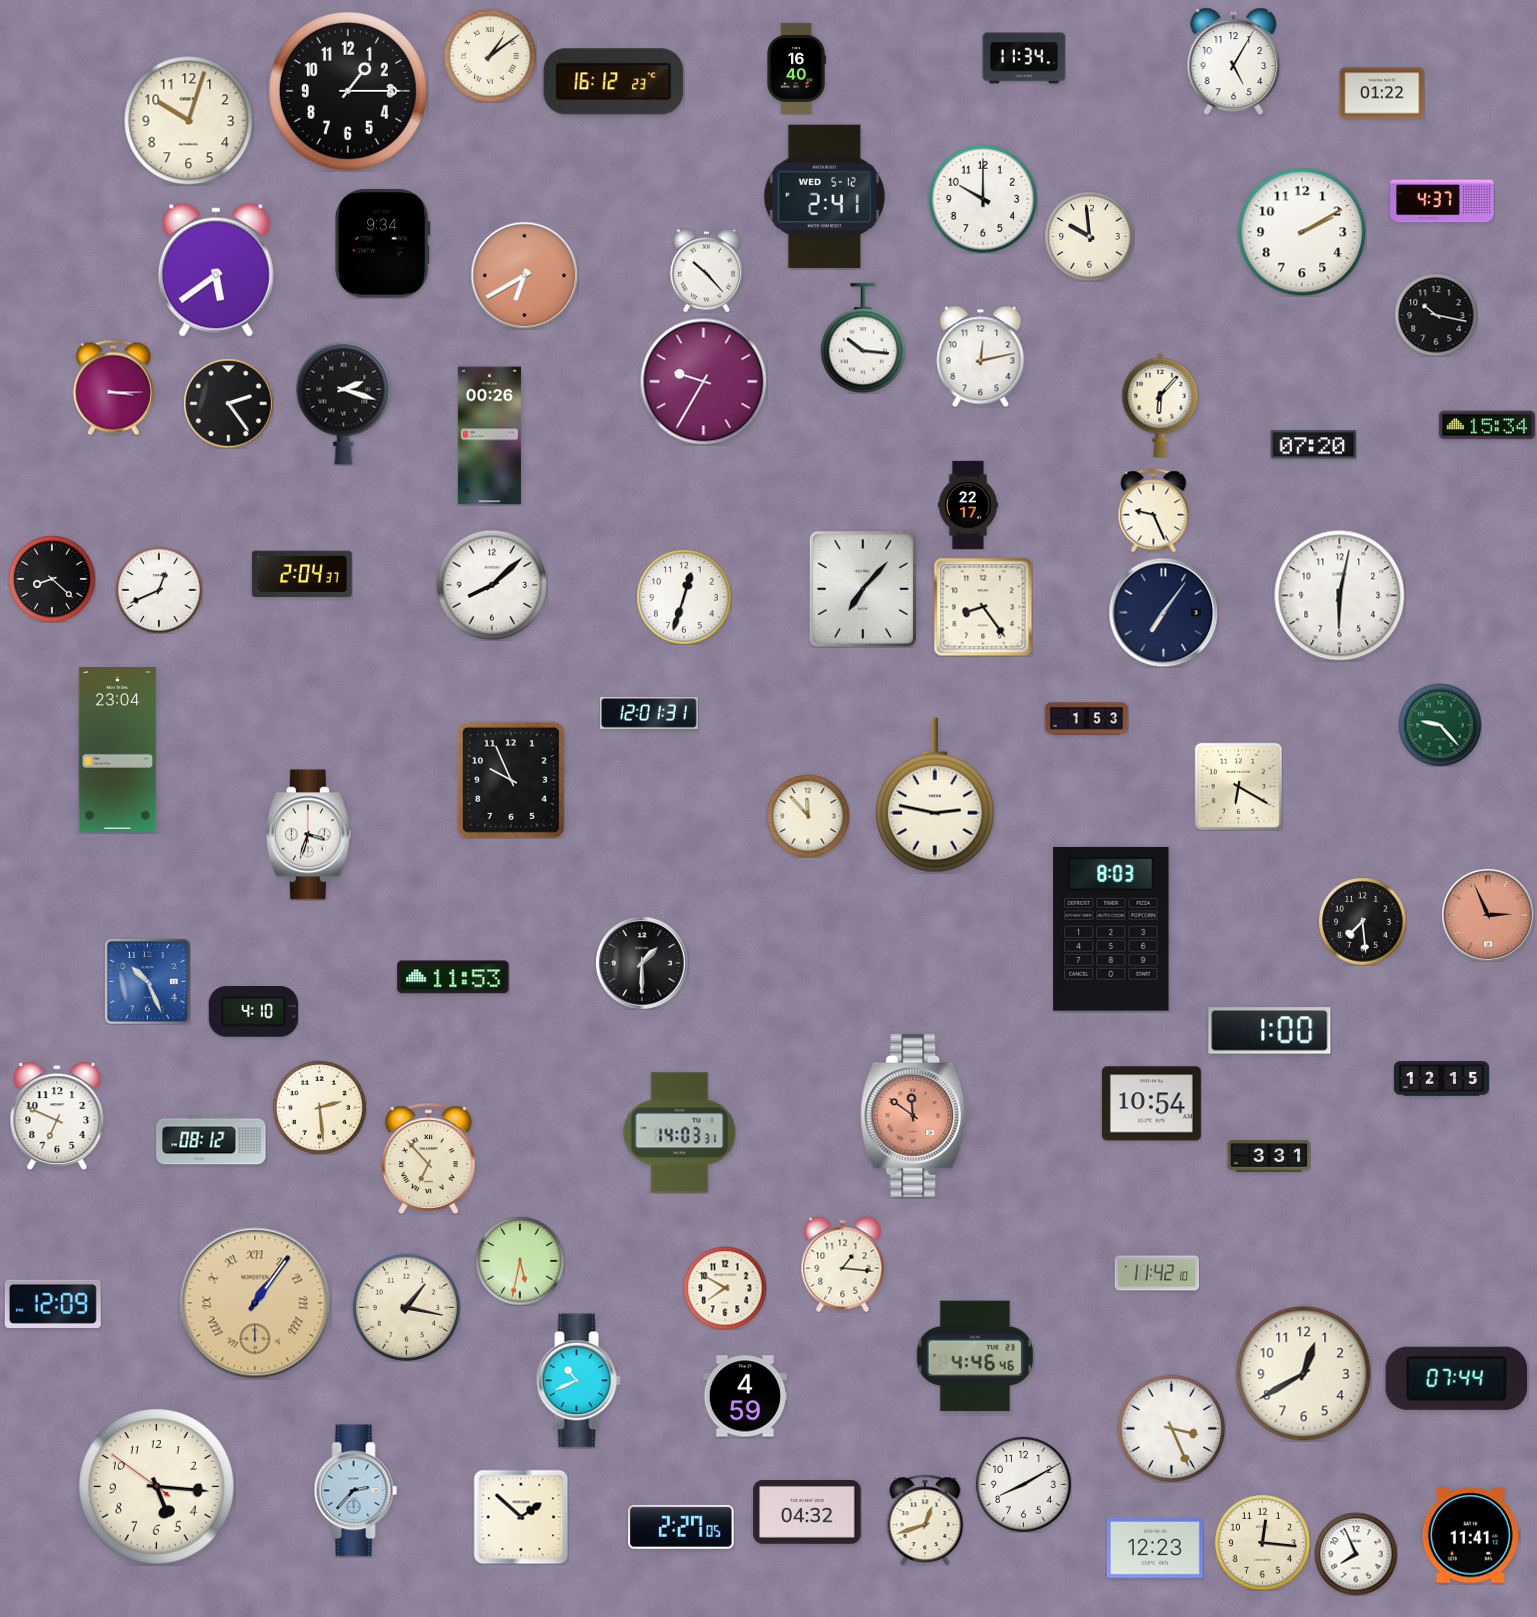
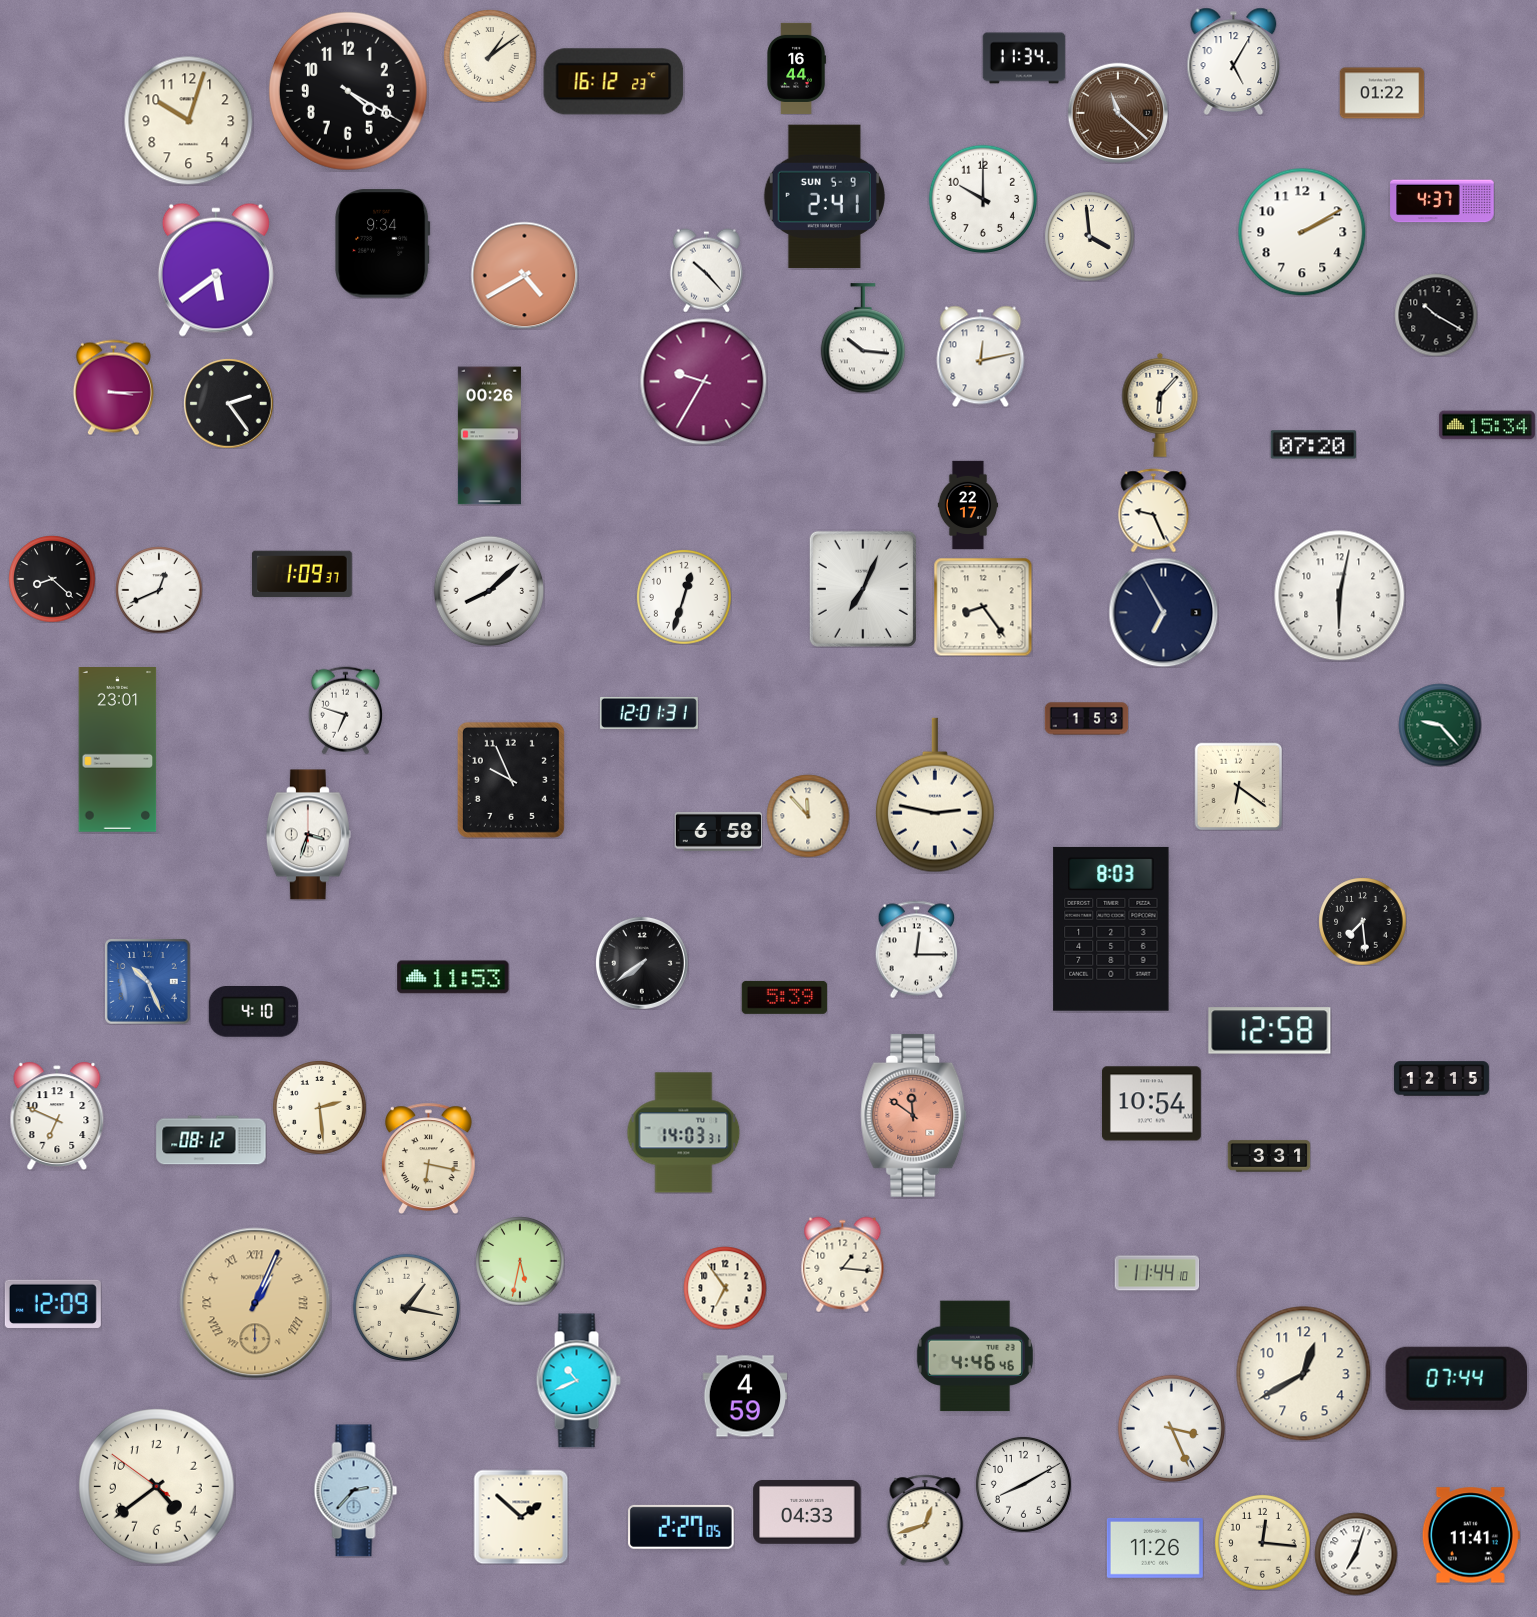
clock at (796, 68): 16:40 -> 16:44
clock at (348, 91): 1:15 -> 4:20
clock at (1117, 112): none -> 11:22
clock at (824, 197) date: WED 5-12 -> SUN 5-9
clock at (1089, 236): 9:59 -> 3:59
clock at (524, 275): 6:40 -> 4:40
clock at (1436, 315): 10:17 -> 10:20
clock at (344, 403): 2:18 -> none
clock at (302, 574): 2:04 -> 1:09
clock at (492, 585) position: (492, 585) -> (489, 591)
clock at (863, 589): 7:07 -> 7:04
clock at (1163, 612): 7:06 -> 6:55
clock at (345, 710): none -> 6:48
clock at (118, 750): 23:04 -> 23:01
clock at (1238, 786): 6:20 -> 6:21
clock at (718, 831): none -> 6:58
clock at (1488, 915): 2:56 -> none
clock at (917, 949): none -> 12:15
clock at (642, 963): 1:30 -> 7:39
clock at (784, 997): none -> 5:39
clock at (1270, 1031): 1:00 -> 12:58
clock at (680, 1133) position: (680, 1133) -> (684, 1133)
clock at (428, 1158): 6:53 -> 6:17
clock at (1157, 1273): 11:42 -> 11:44
clock at (725, 1288): 7:50 -> 6:54
clock at (255, 1303): 1:06 -> 1:04
clock at (157, 1487): 5:15 -> 4:38
clock at (807, 1512): 04:32 -> 04:33
clock at (1155, 1548): 12:23 -> 11:26
clock at (1356, 1554): 7:56 -> 7:03
